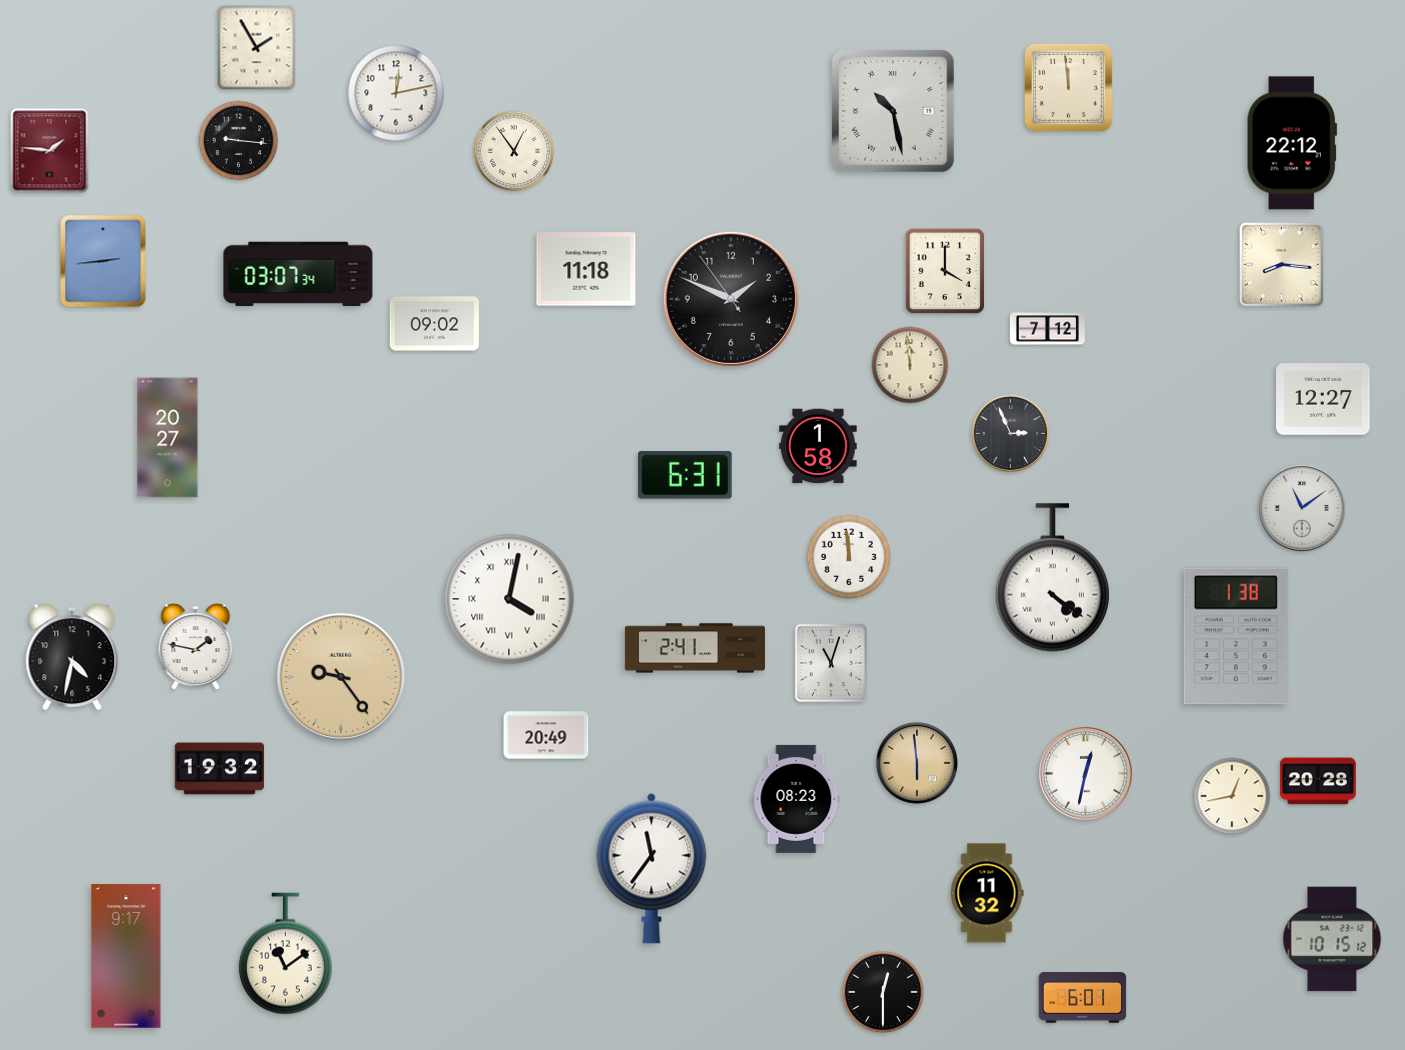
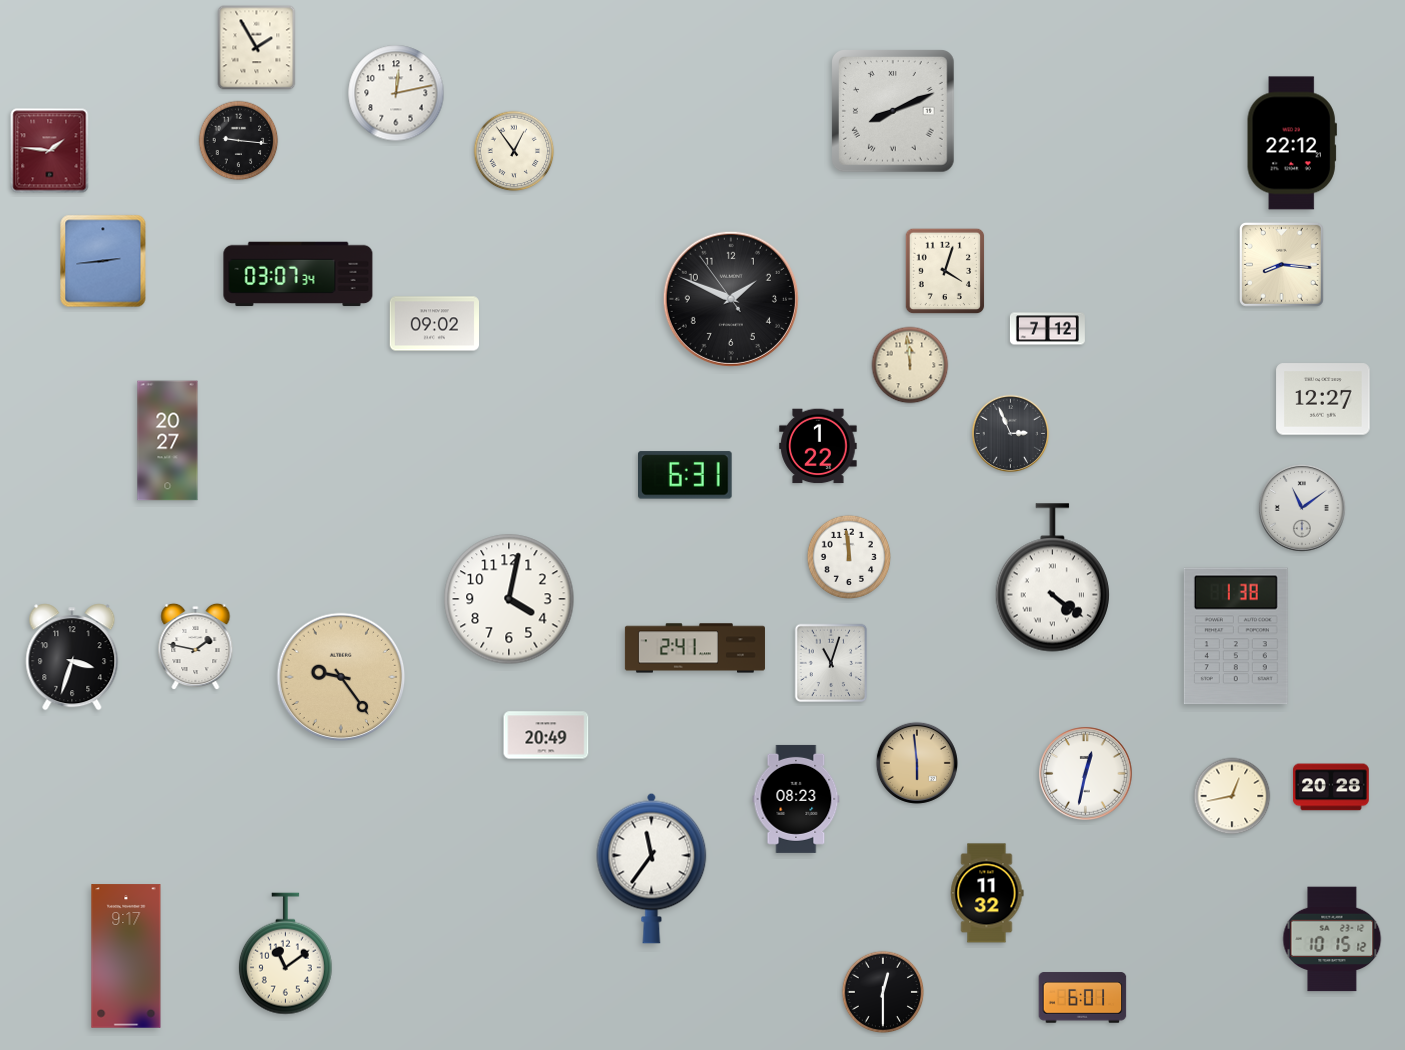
clock at (1068, 87): 11:59 -> none
clock at (894, 112): 10:28 -> 8:11
clock at (586, 269): 11:18 -> none
clock at (945, 271): 4:00 -> 4:03
clock at (168, 438) position: (168, 438) -> (168, 441)
clock at (818, 446): 1:58 -> 1:22
clock at (509, 599) numerals: Roman -> Arabic
clock at (72, 657): 4:32 -> 3:33
clock at (220, 769): 19:32 -> none
clock at (1319, 781) position: (1319, 781) -> (1332, 787)
